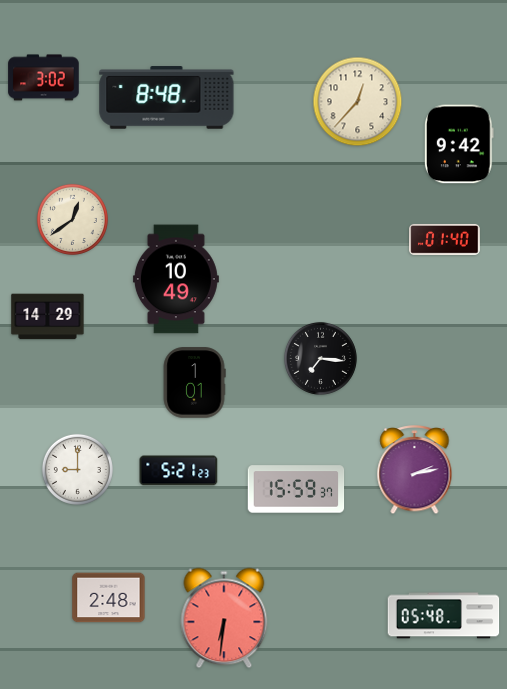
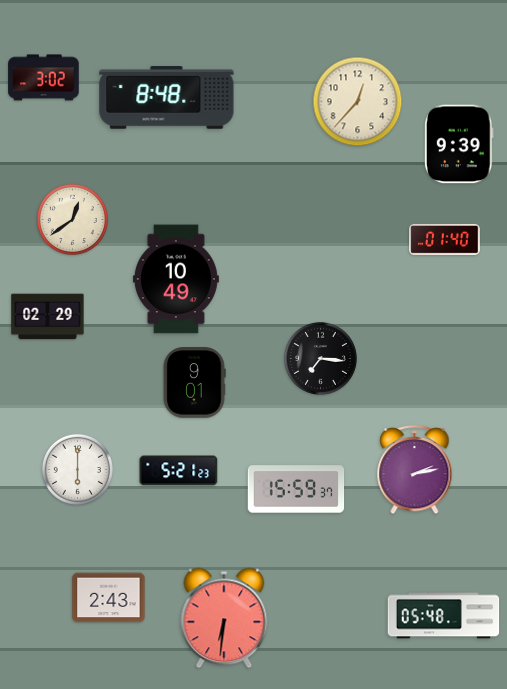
clock at (460, 144): 9:42 -> 9:39
clock at (48, 317): 14:29 -> 02:29
clock at (194, 383): 1:01 -> 9:01
clock at (77, 469): 9:00 -> 6:00
clock at (109, 598): 2:48 -> 2:43
